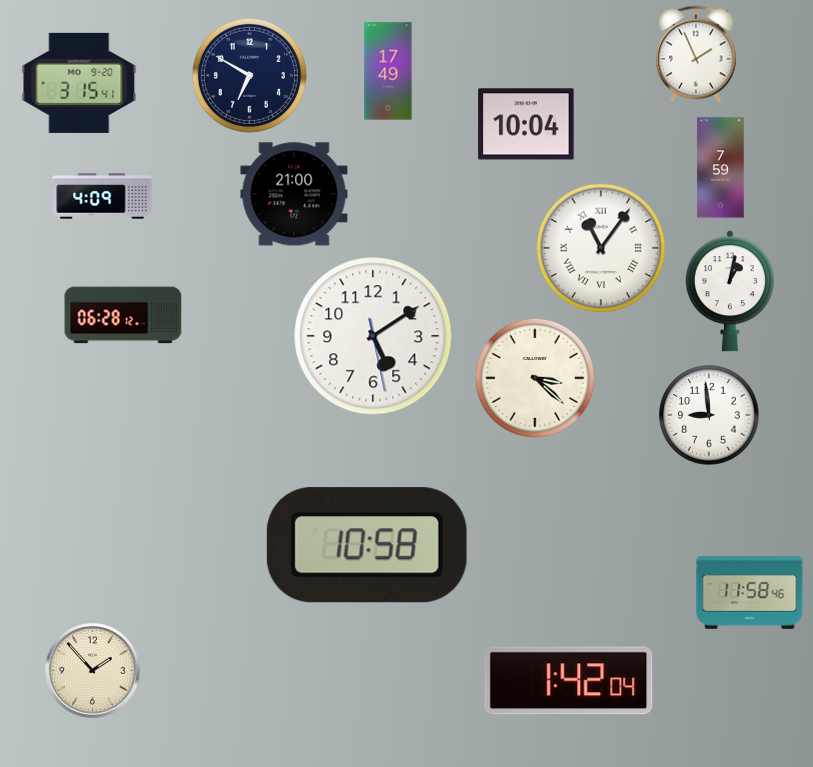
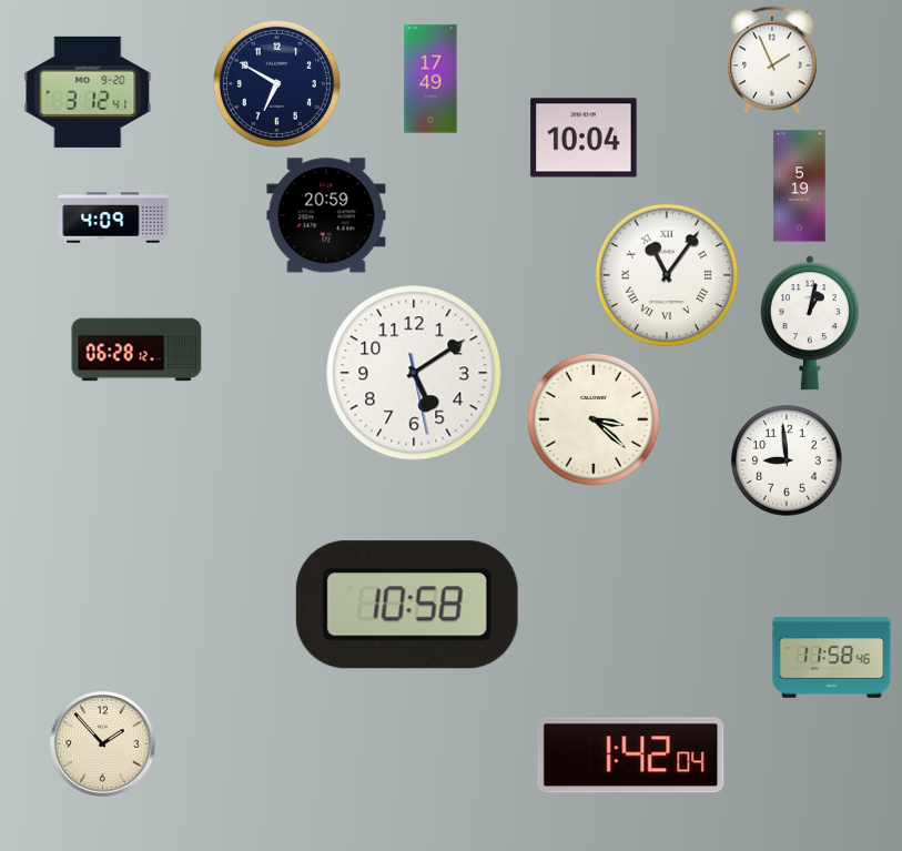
clock at (79, 83): 3:15 -> 3:12
clock at (721, 168): 7:59 -> 5:19
clock at (294, 194): 21:00 -> 20:59
